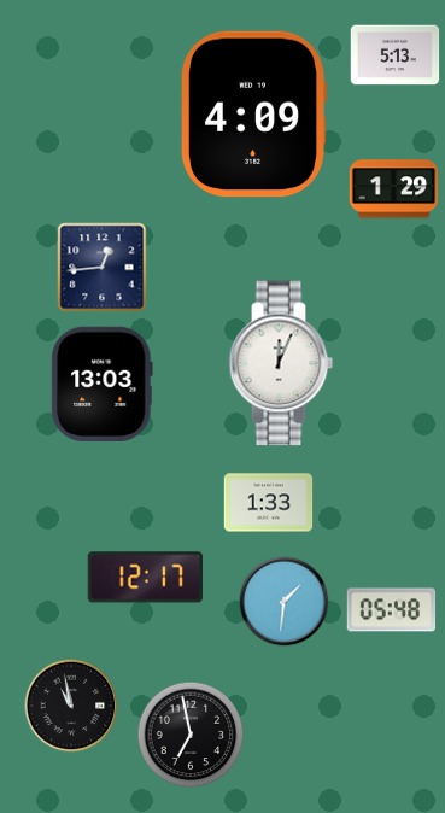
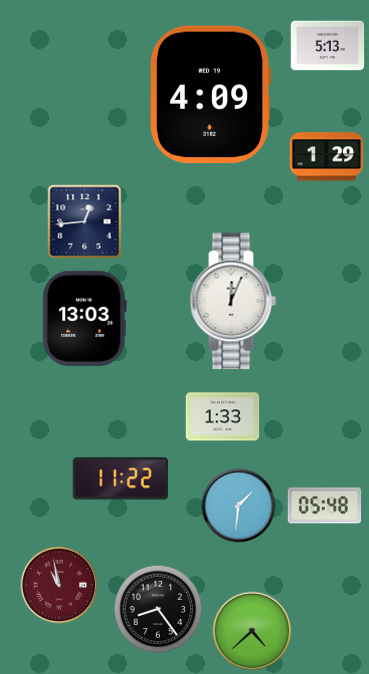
clock at (145, 578): 12:17 -> 11:22
clock at (285, 602) position: (285, 602) -> (239, 506)
clock at (71, 706) dial: black -> burgundy
clock at (191, 735): 6:58 -> 8:24
clock at (252, 631): none -> 4:38
